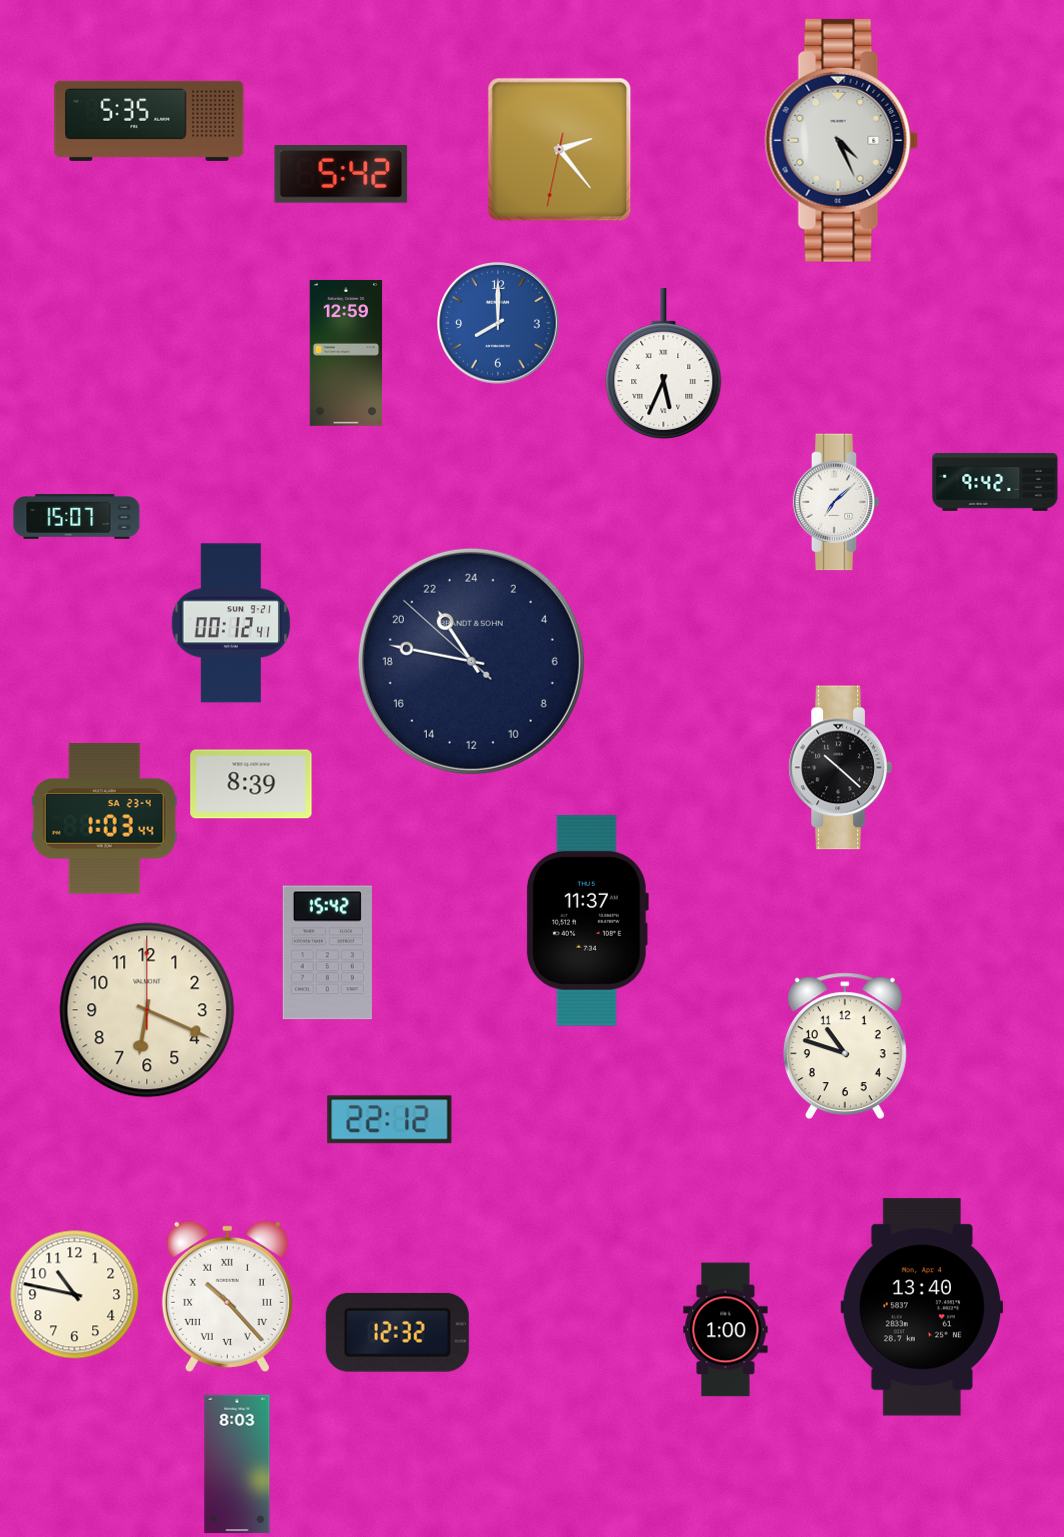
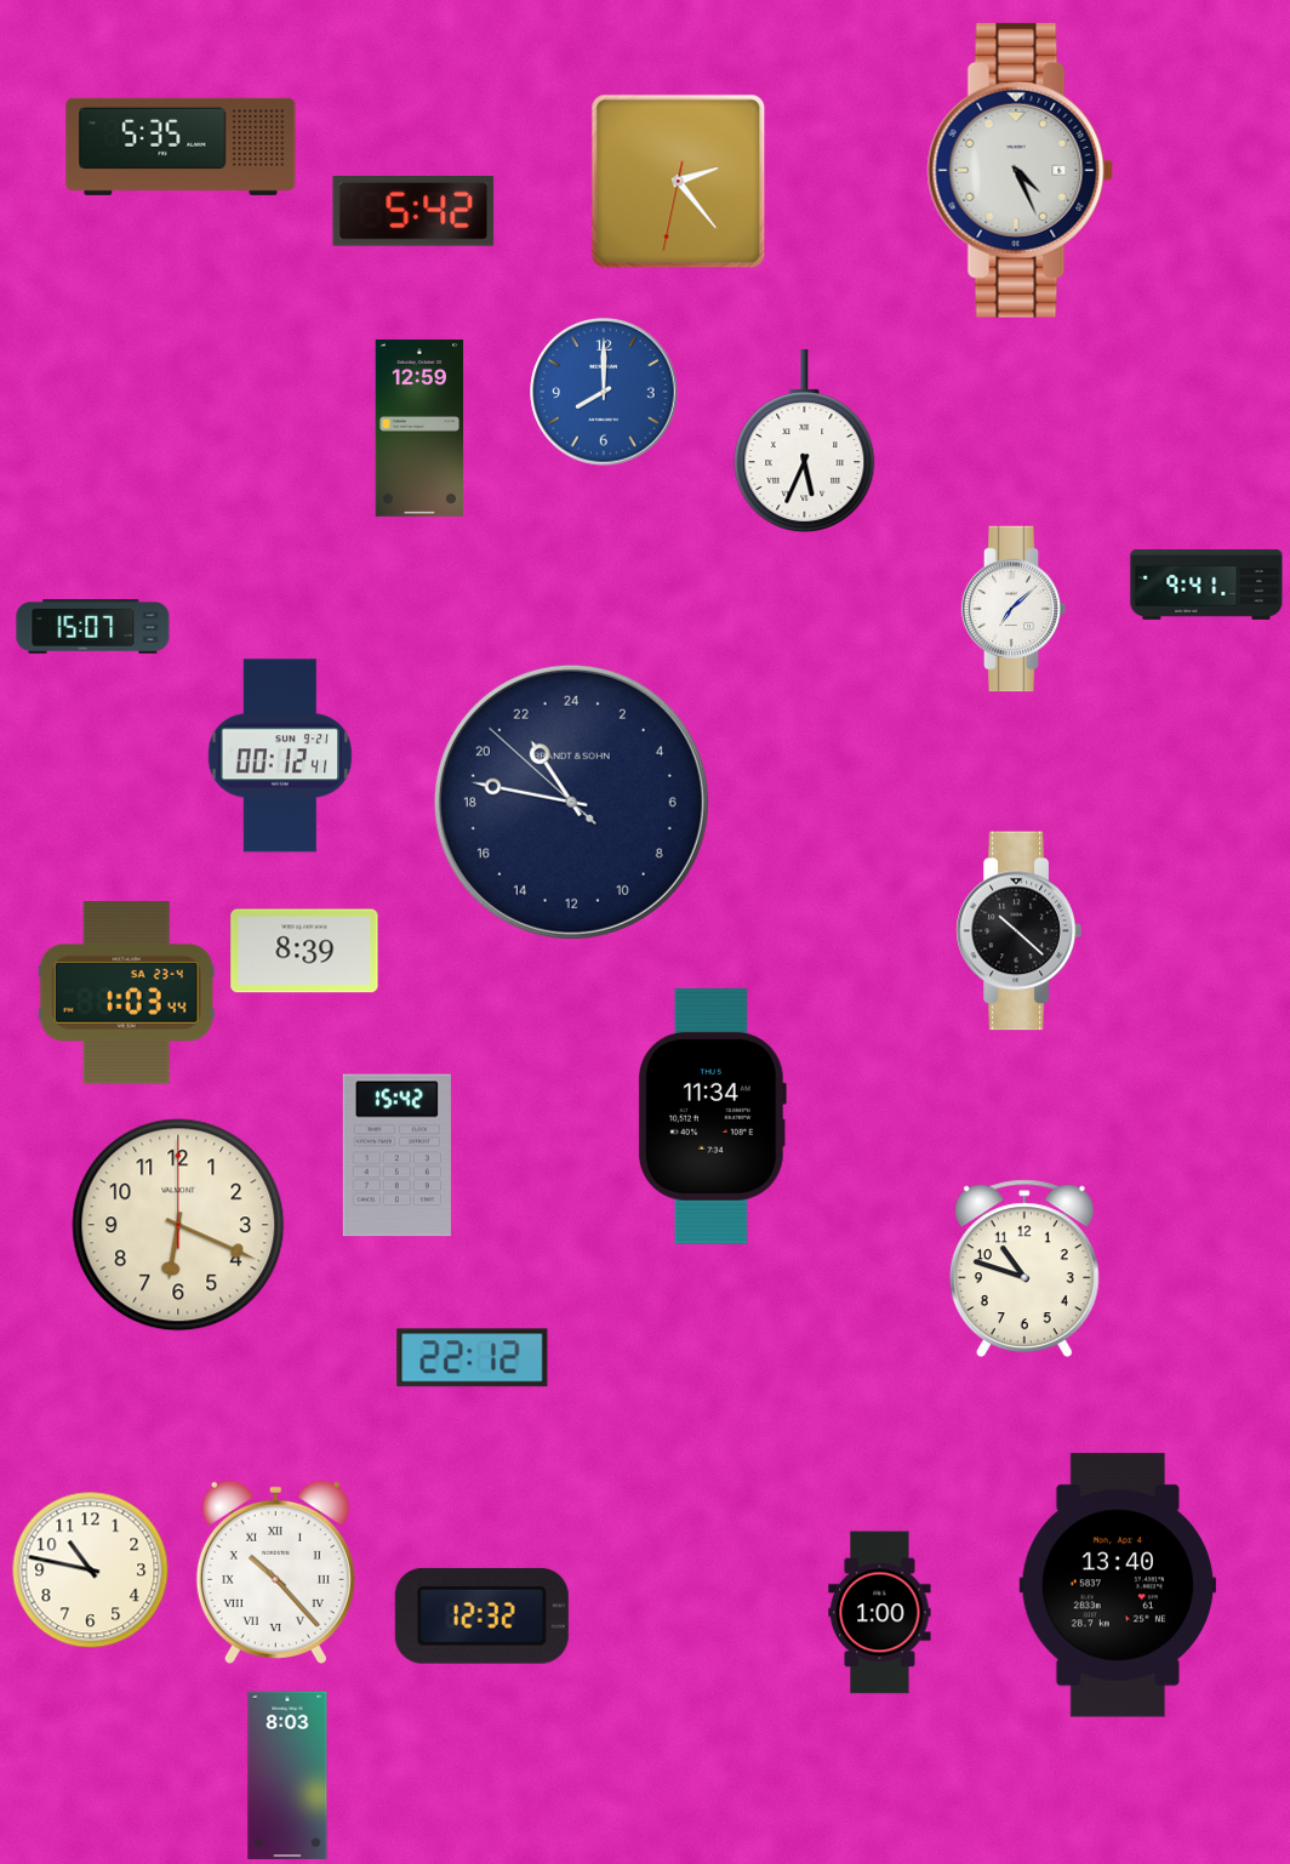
clock at (995, 482): 9:42 -> 9:41
clock at (587, 920): 11:37 -> 11:34
